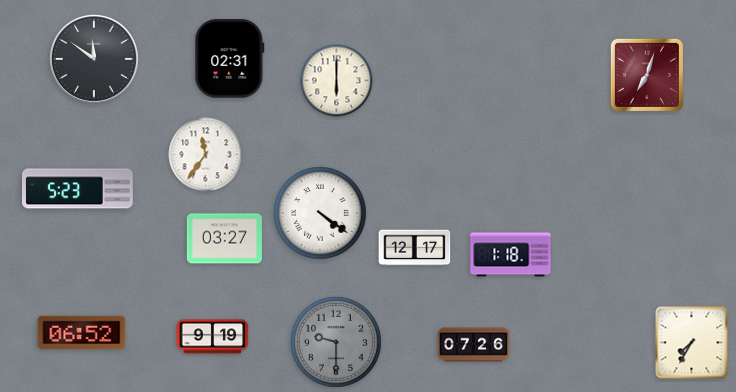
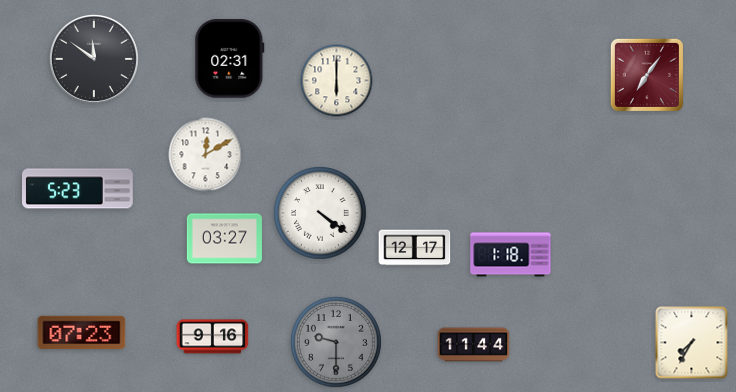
clock at (647, 75): 7:03 -> 7:06
clock at (206, 155): 11:36 -> 12:10
clock at (82, 333): 06:52 -> 07:23
clock at (213, 337): 9:19 -> 9:16
clock at (474, 345): 07:26 -> 11:44
